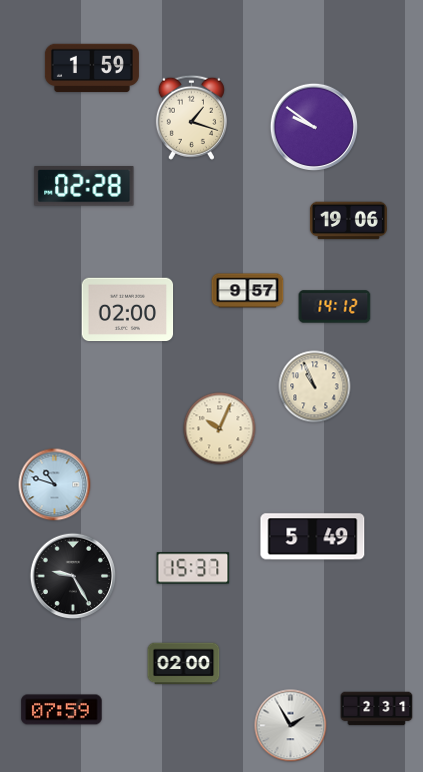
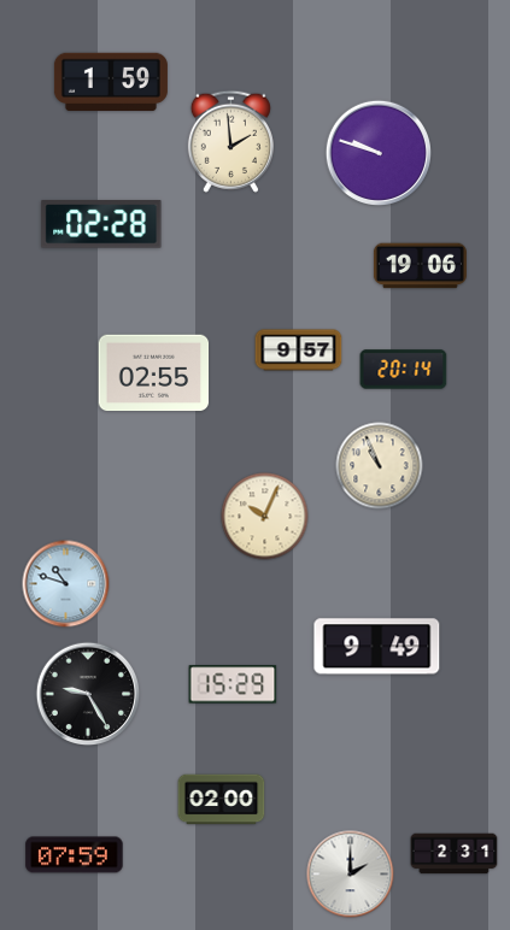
clock at (191, 117): 1:18 -> 1:59
clock at (313, 126): 9:51 -> 9:48
clock at (335, 307): 14:12 -> 20:14
clock at (128, 310): 02:00 -> 02:55
clock at (313, 537): 5:49 -> 9:49
clock at (193, 568): 15:37 -> 15:29
clock at (291, 726): 1:55 -> 2:00
